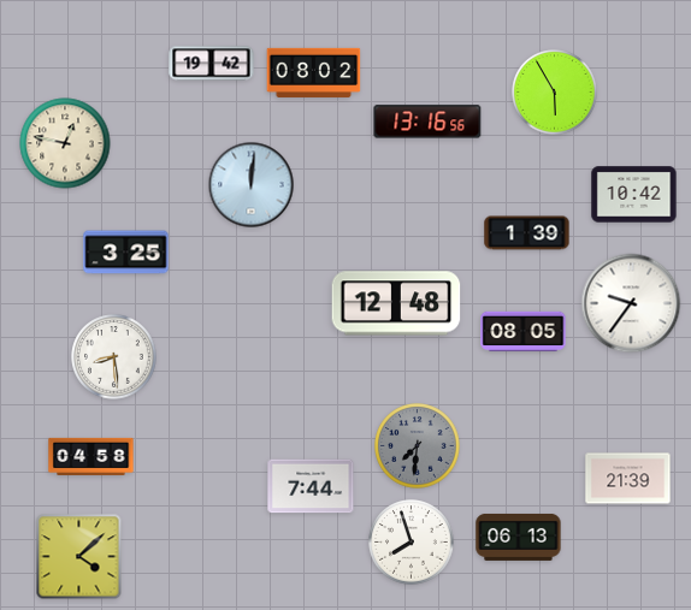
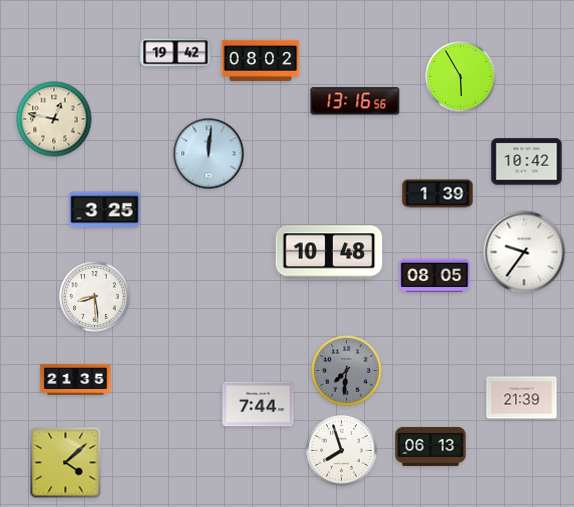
clock at (396, 303): 12:48 -> 10:48
clock at (91, 456): 04:58 -> 21:35
